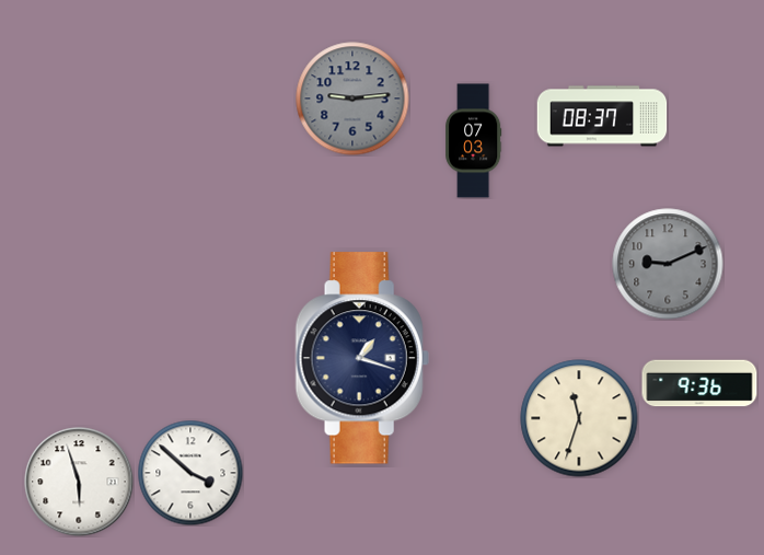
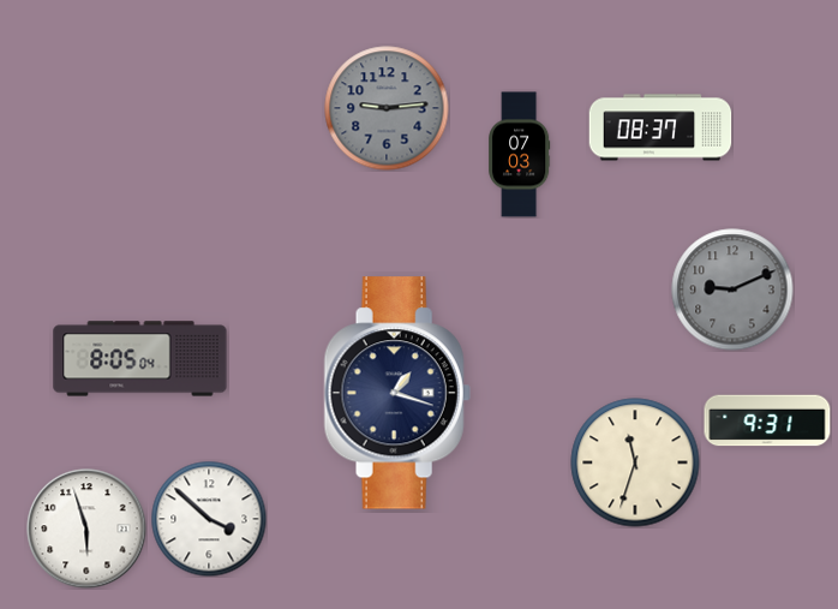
clock at (140, 359): none -> 8:05
clock at (699, 383): 9:36 -> 9:31
clock at (579, 418) position: (579, 418) -> (635, 462)
